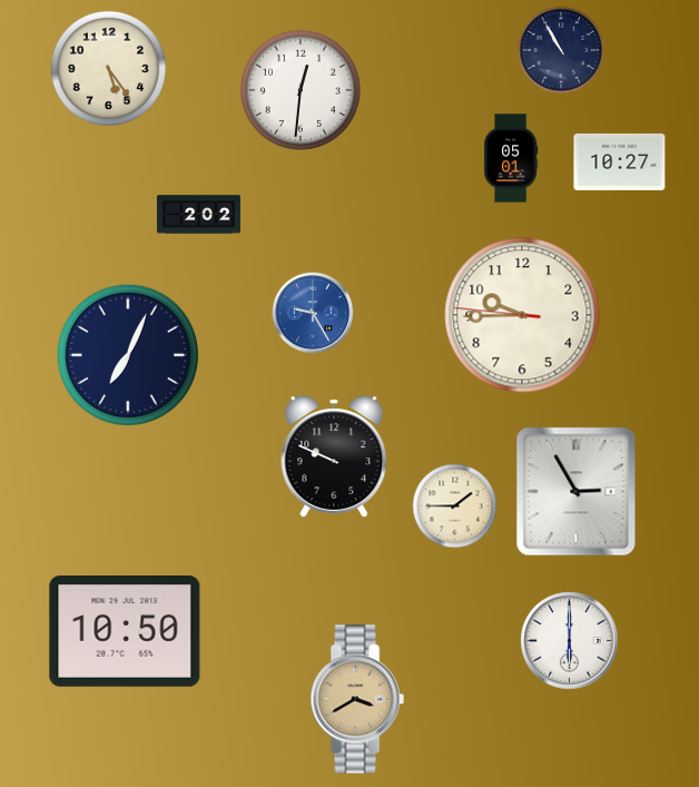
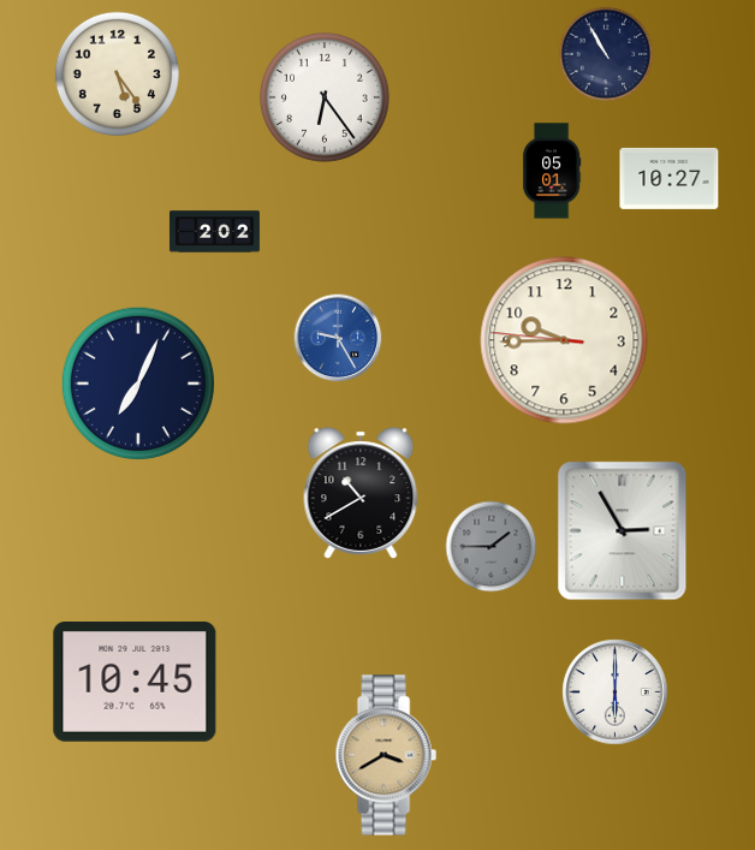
clock at (301, 90): 12:31 -> 6:24
clock at (620, 161) position: (620, 161) -> (670, 178)
clock at (334, 456): 9:49 -> 10:40
clock at (455, 506) dial: cream -> grey
clock at (125, 632): 10:50 -> 10:45
